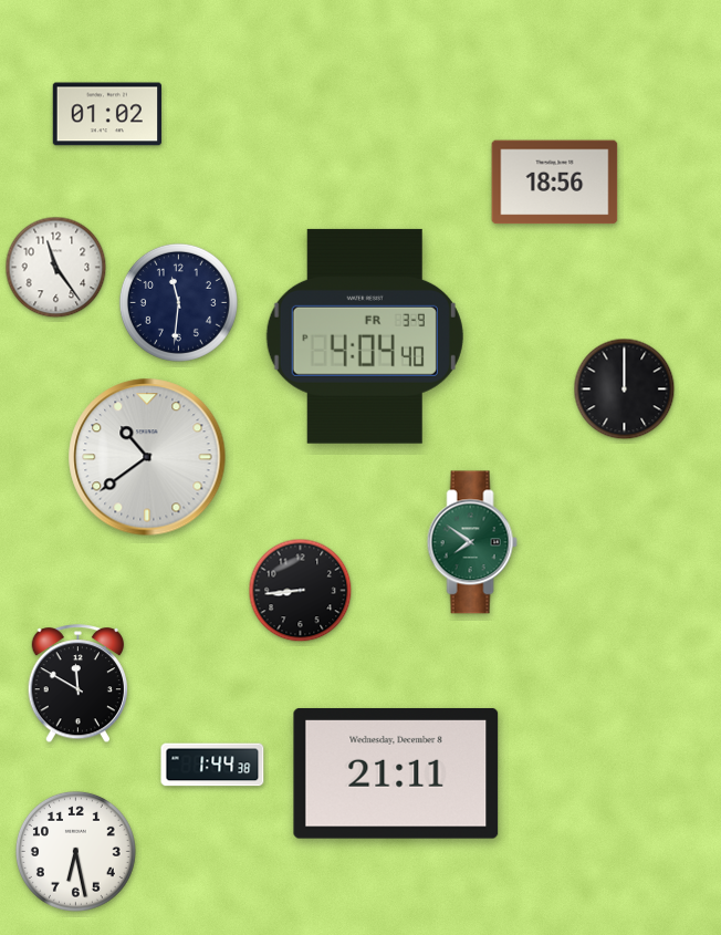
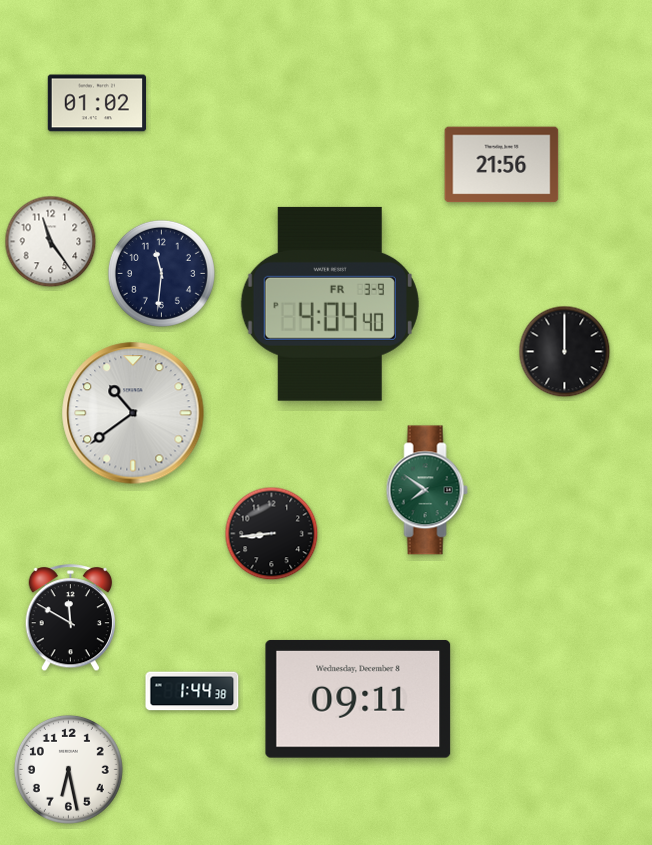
clock at (555, 183): 18:56 -> 21:56
clock at (396, 773): 21:11 -> 09:11
